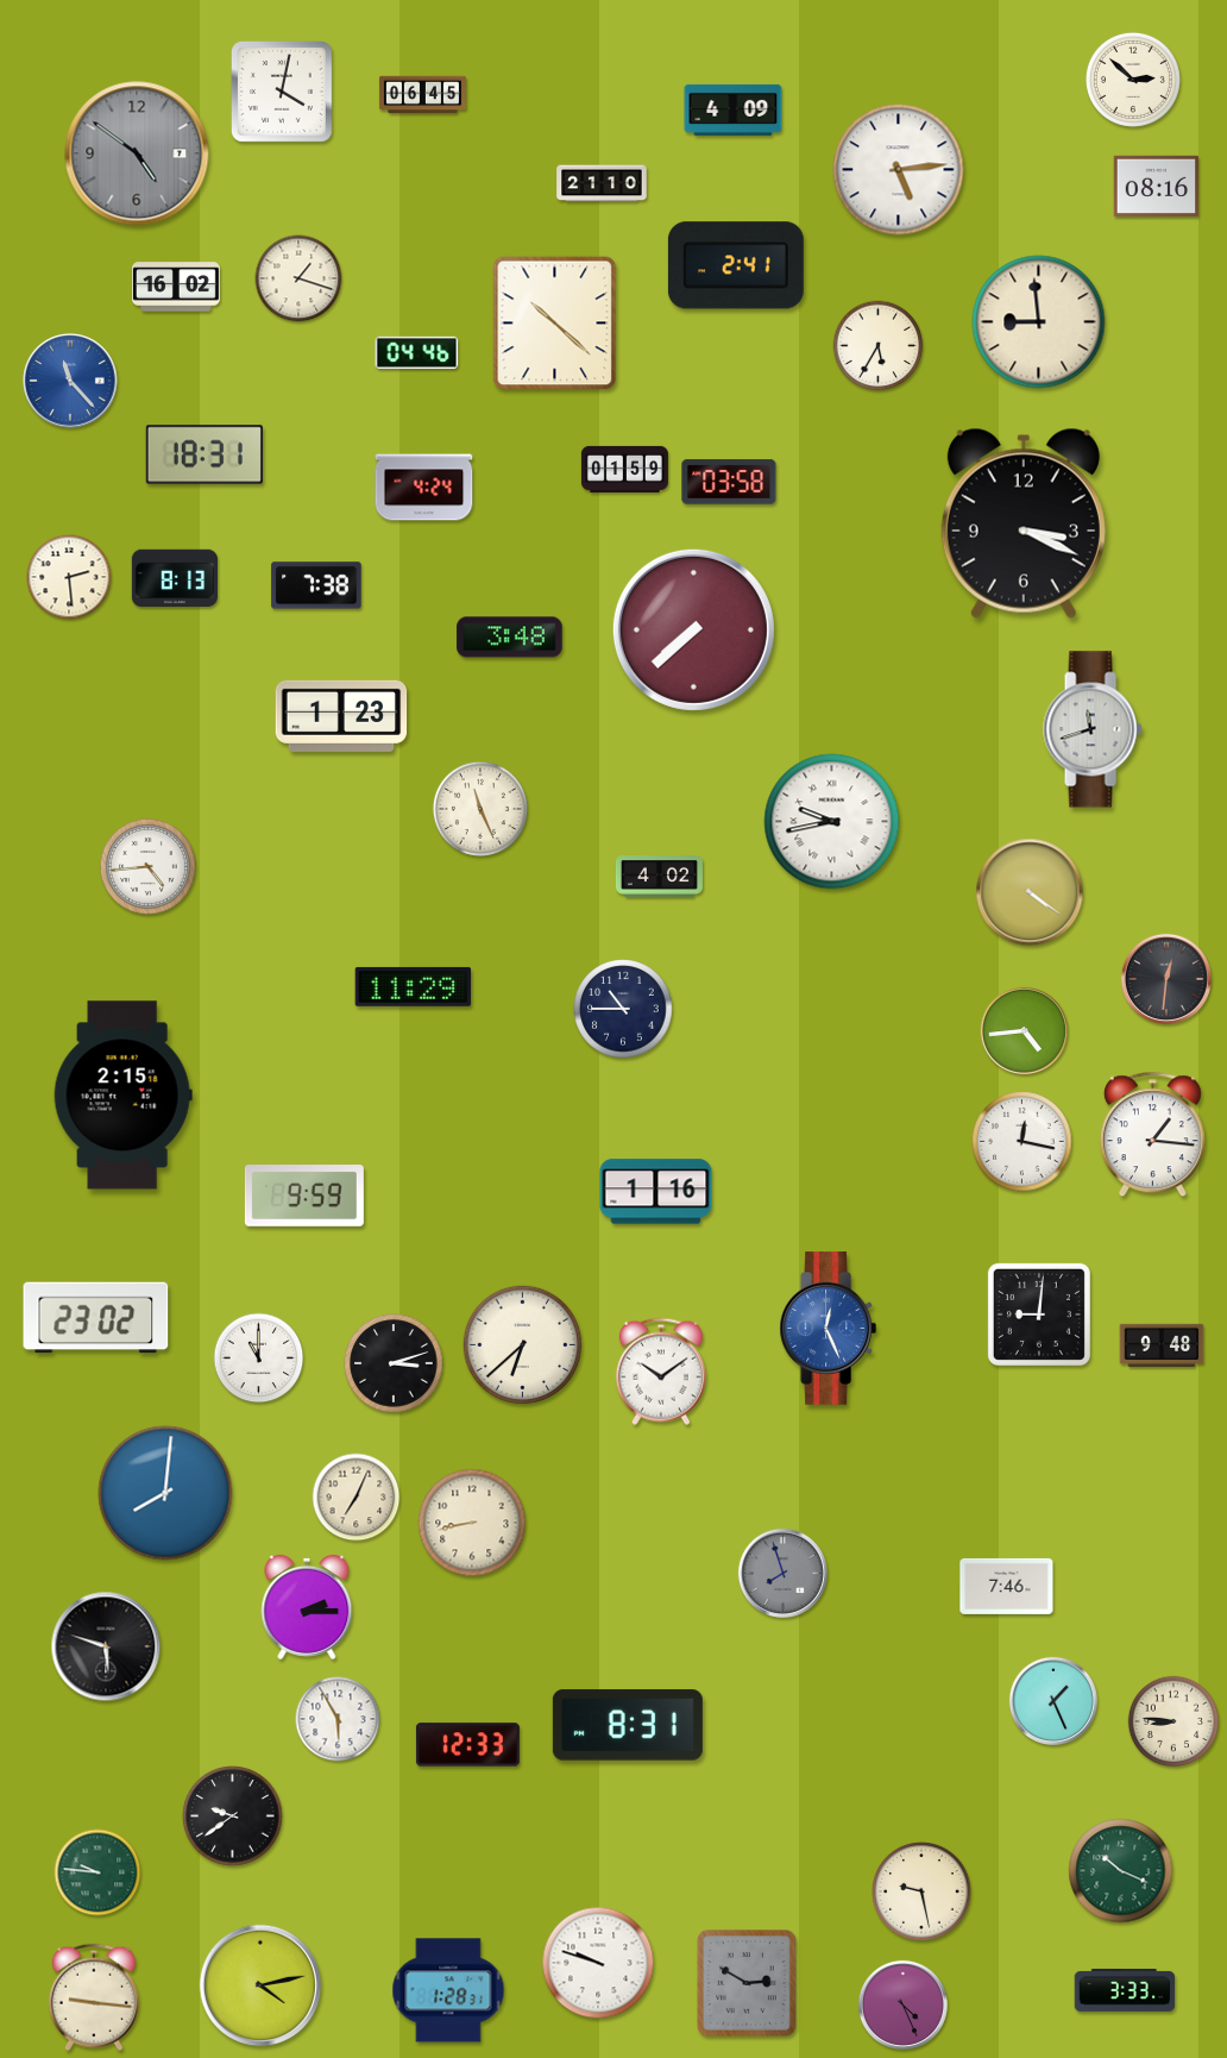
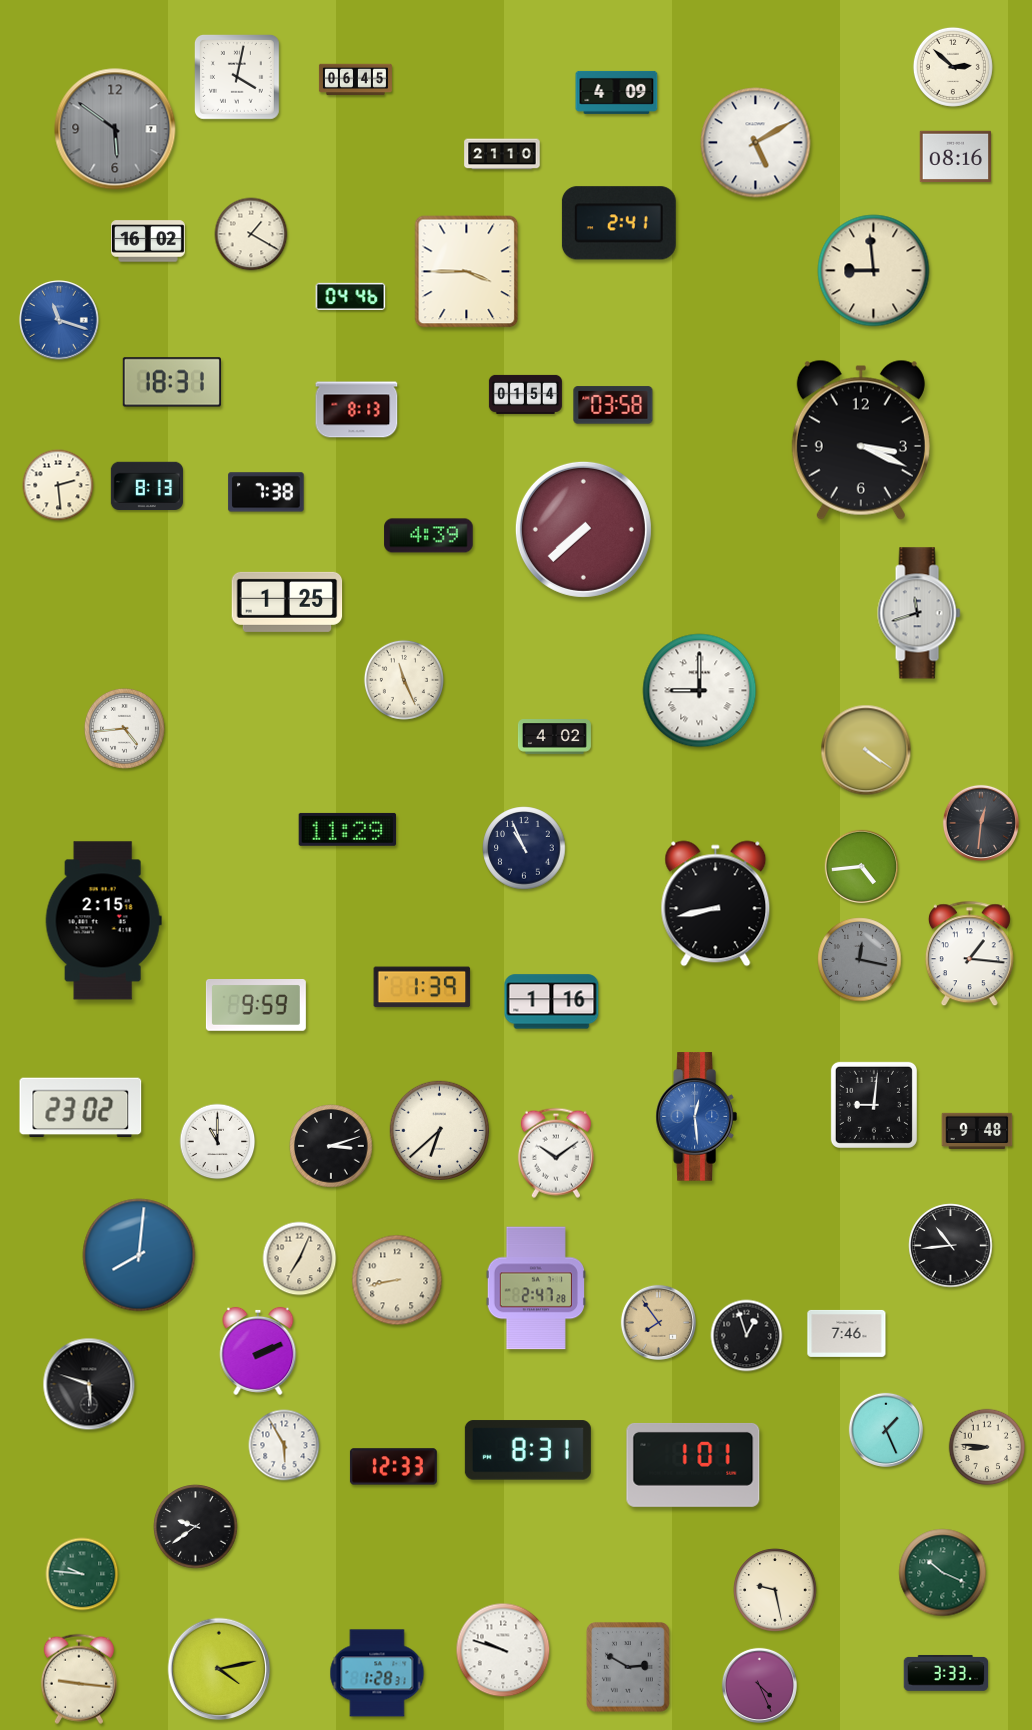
clock at (137, 153): 4:51 -> 5:51
clock at (899, 170): 5:14 -> 5:10
clock at (602, 183) position: (602, 183) -> (502, 154)
clock at (1157, 187) position: (1157, 187) -> (956, 157)
clock at (298, 278): 1:18 -> 1:20
clock at (555, 324): 10:22 -> 3:45
clock at (879, 346): 5:35 -> none
clock at (70, 381): 11:23 -> 11:18
clock at (624, 469): 01:59 -> 01:54
clock at (424, 488): 4:24 -> 8:13
clock at (510, 638): 3:48 -> 4:39
clock at (341, 716): 1:23 -> 1:25
clock at (832, 822): 9:43 -> 9:00
clock at (623, 1009): 10:45 -> 10:56
clock at (716, 904): none -> 8:43
clock at (1022, 1142) dial: white -> grey
clock at (422, 987): none -> 1:39
clock at (828, 1329): 12:26 -> 12:29
clock at (951, 1246): none -> 10:44
clock at (536, 1288): none -> 2:47
clock at (782, 1573): 7:57 -> 7:54
clock at (782, 1573) dial: grey -> champagne
clock at (747, 1336): none -> 12:57
clock at (307, 1607): 2:15 -> 2:11
clock at (693, 1465): none -> 1:01
